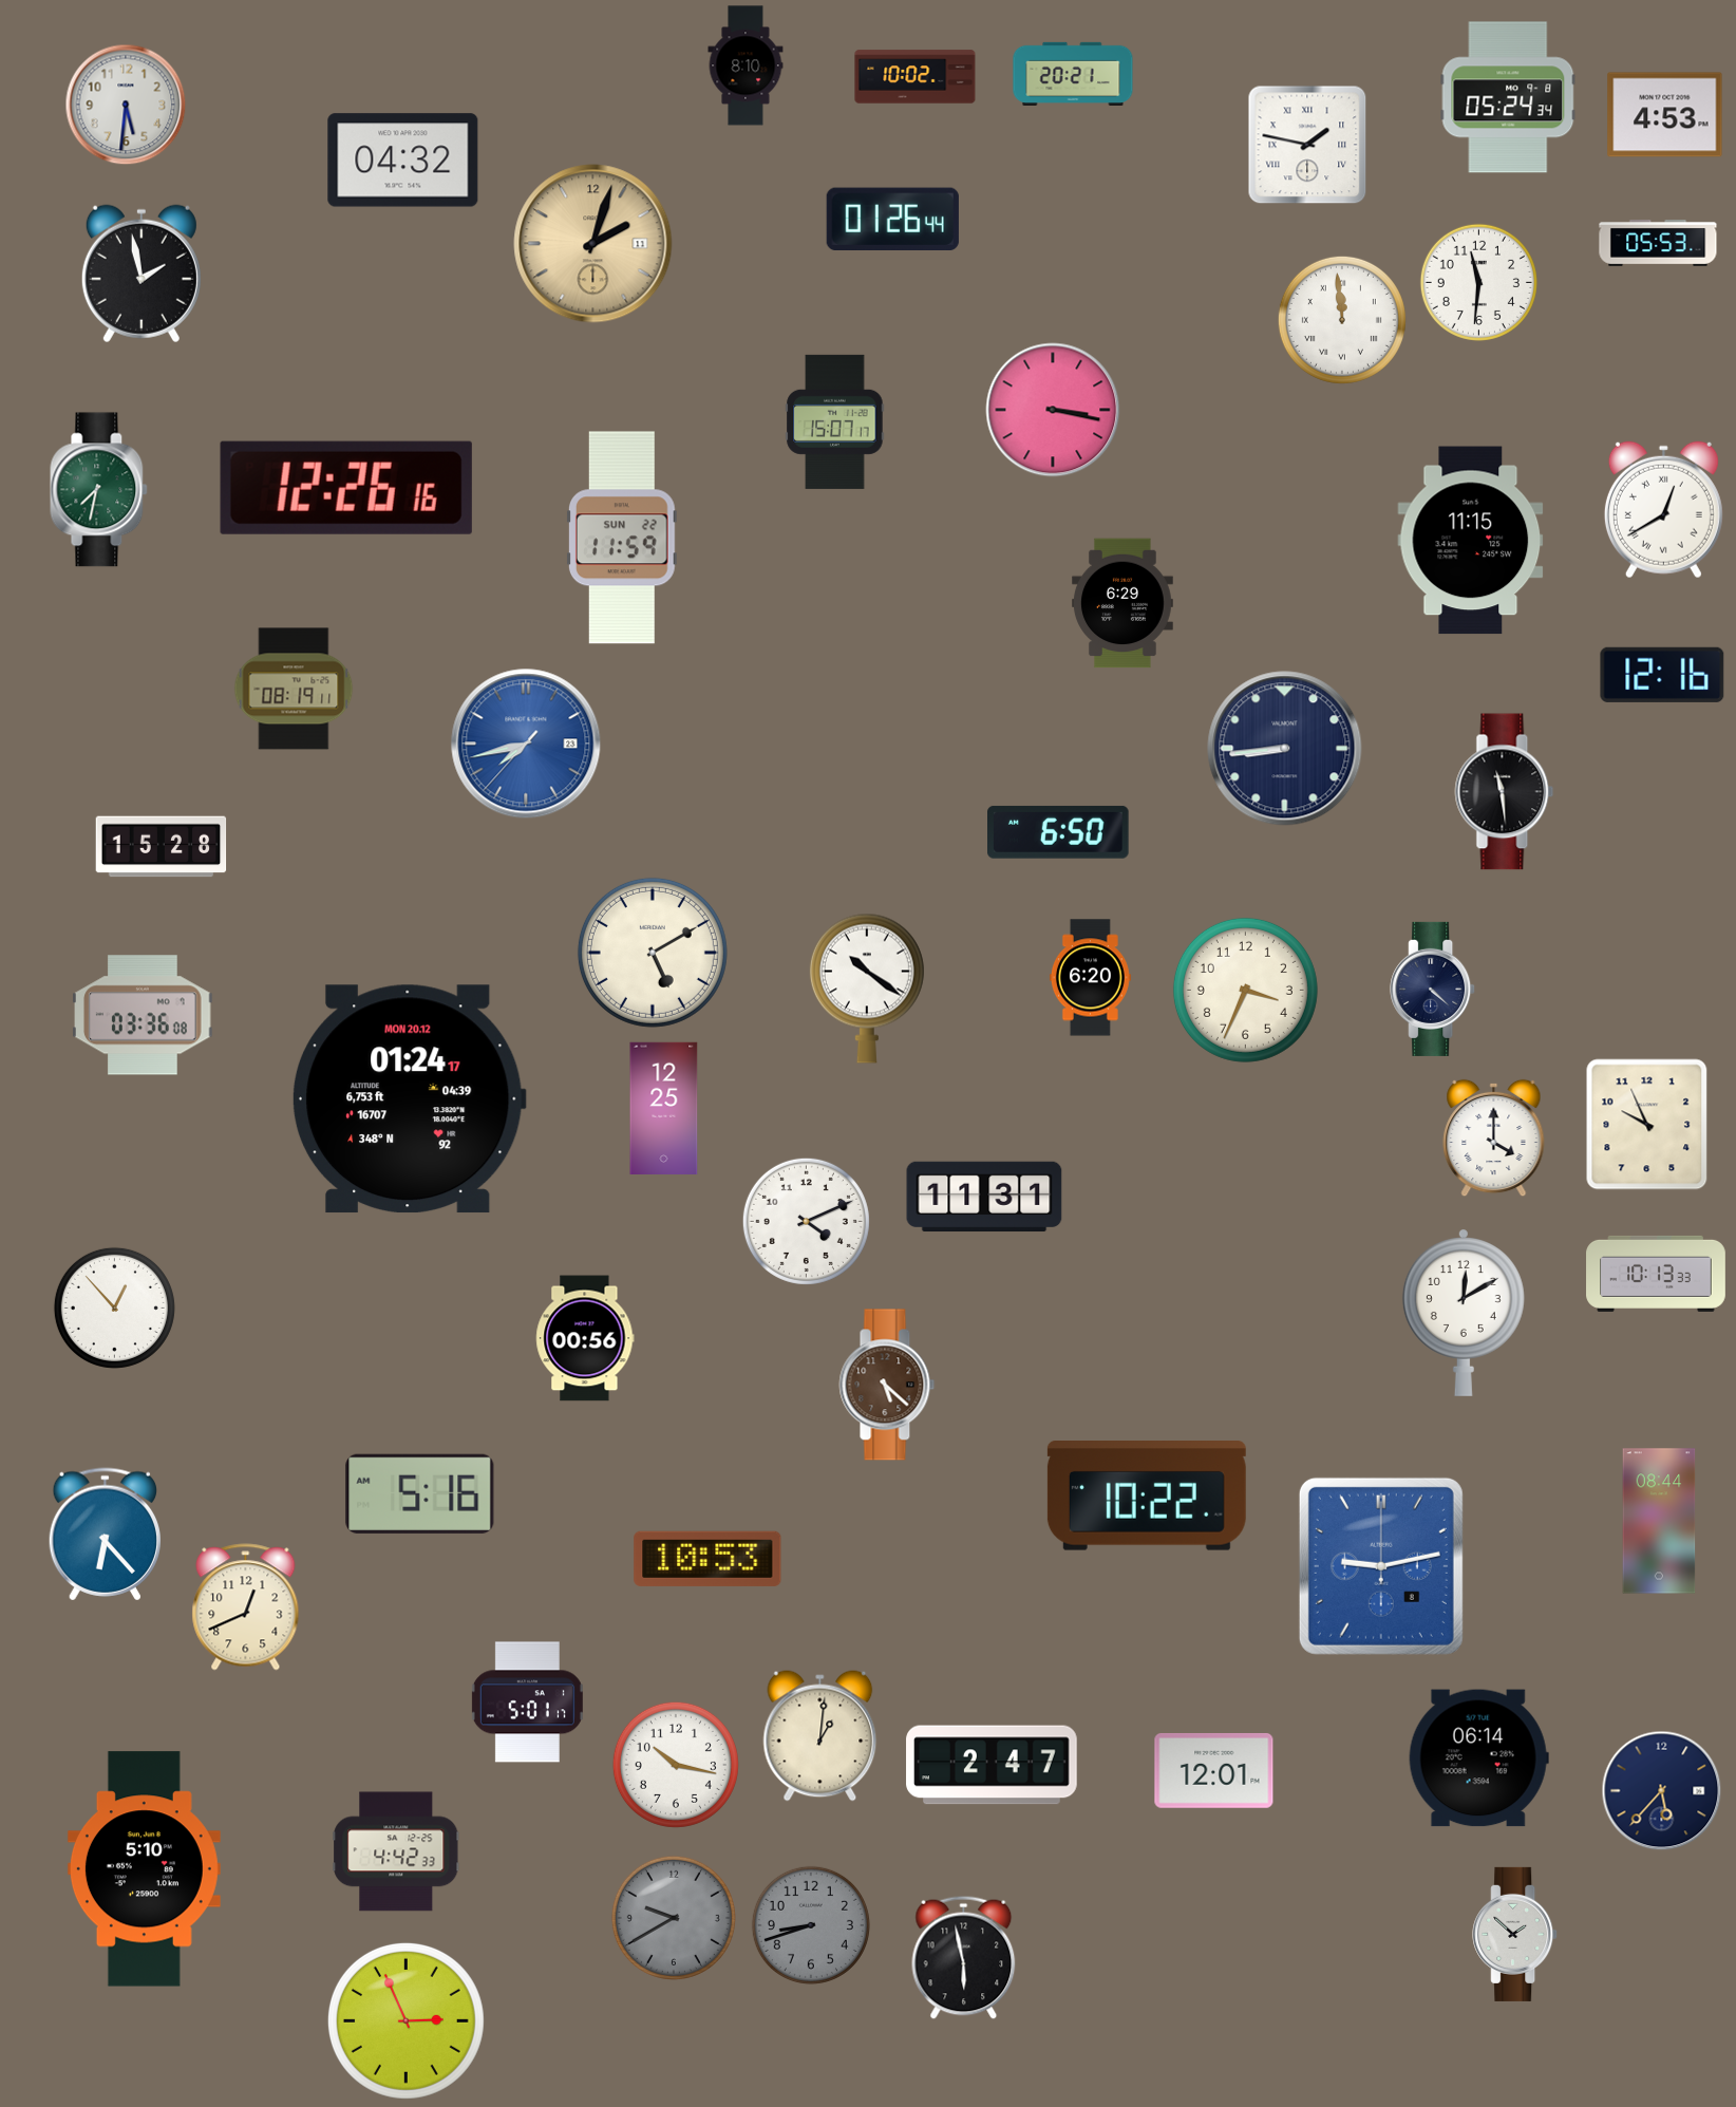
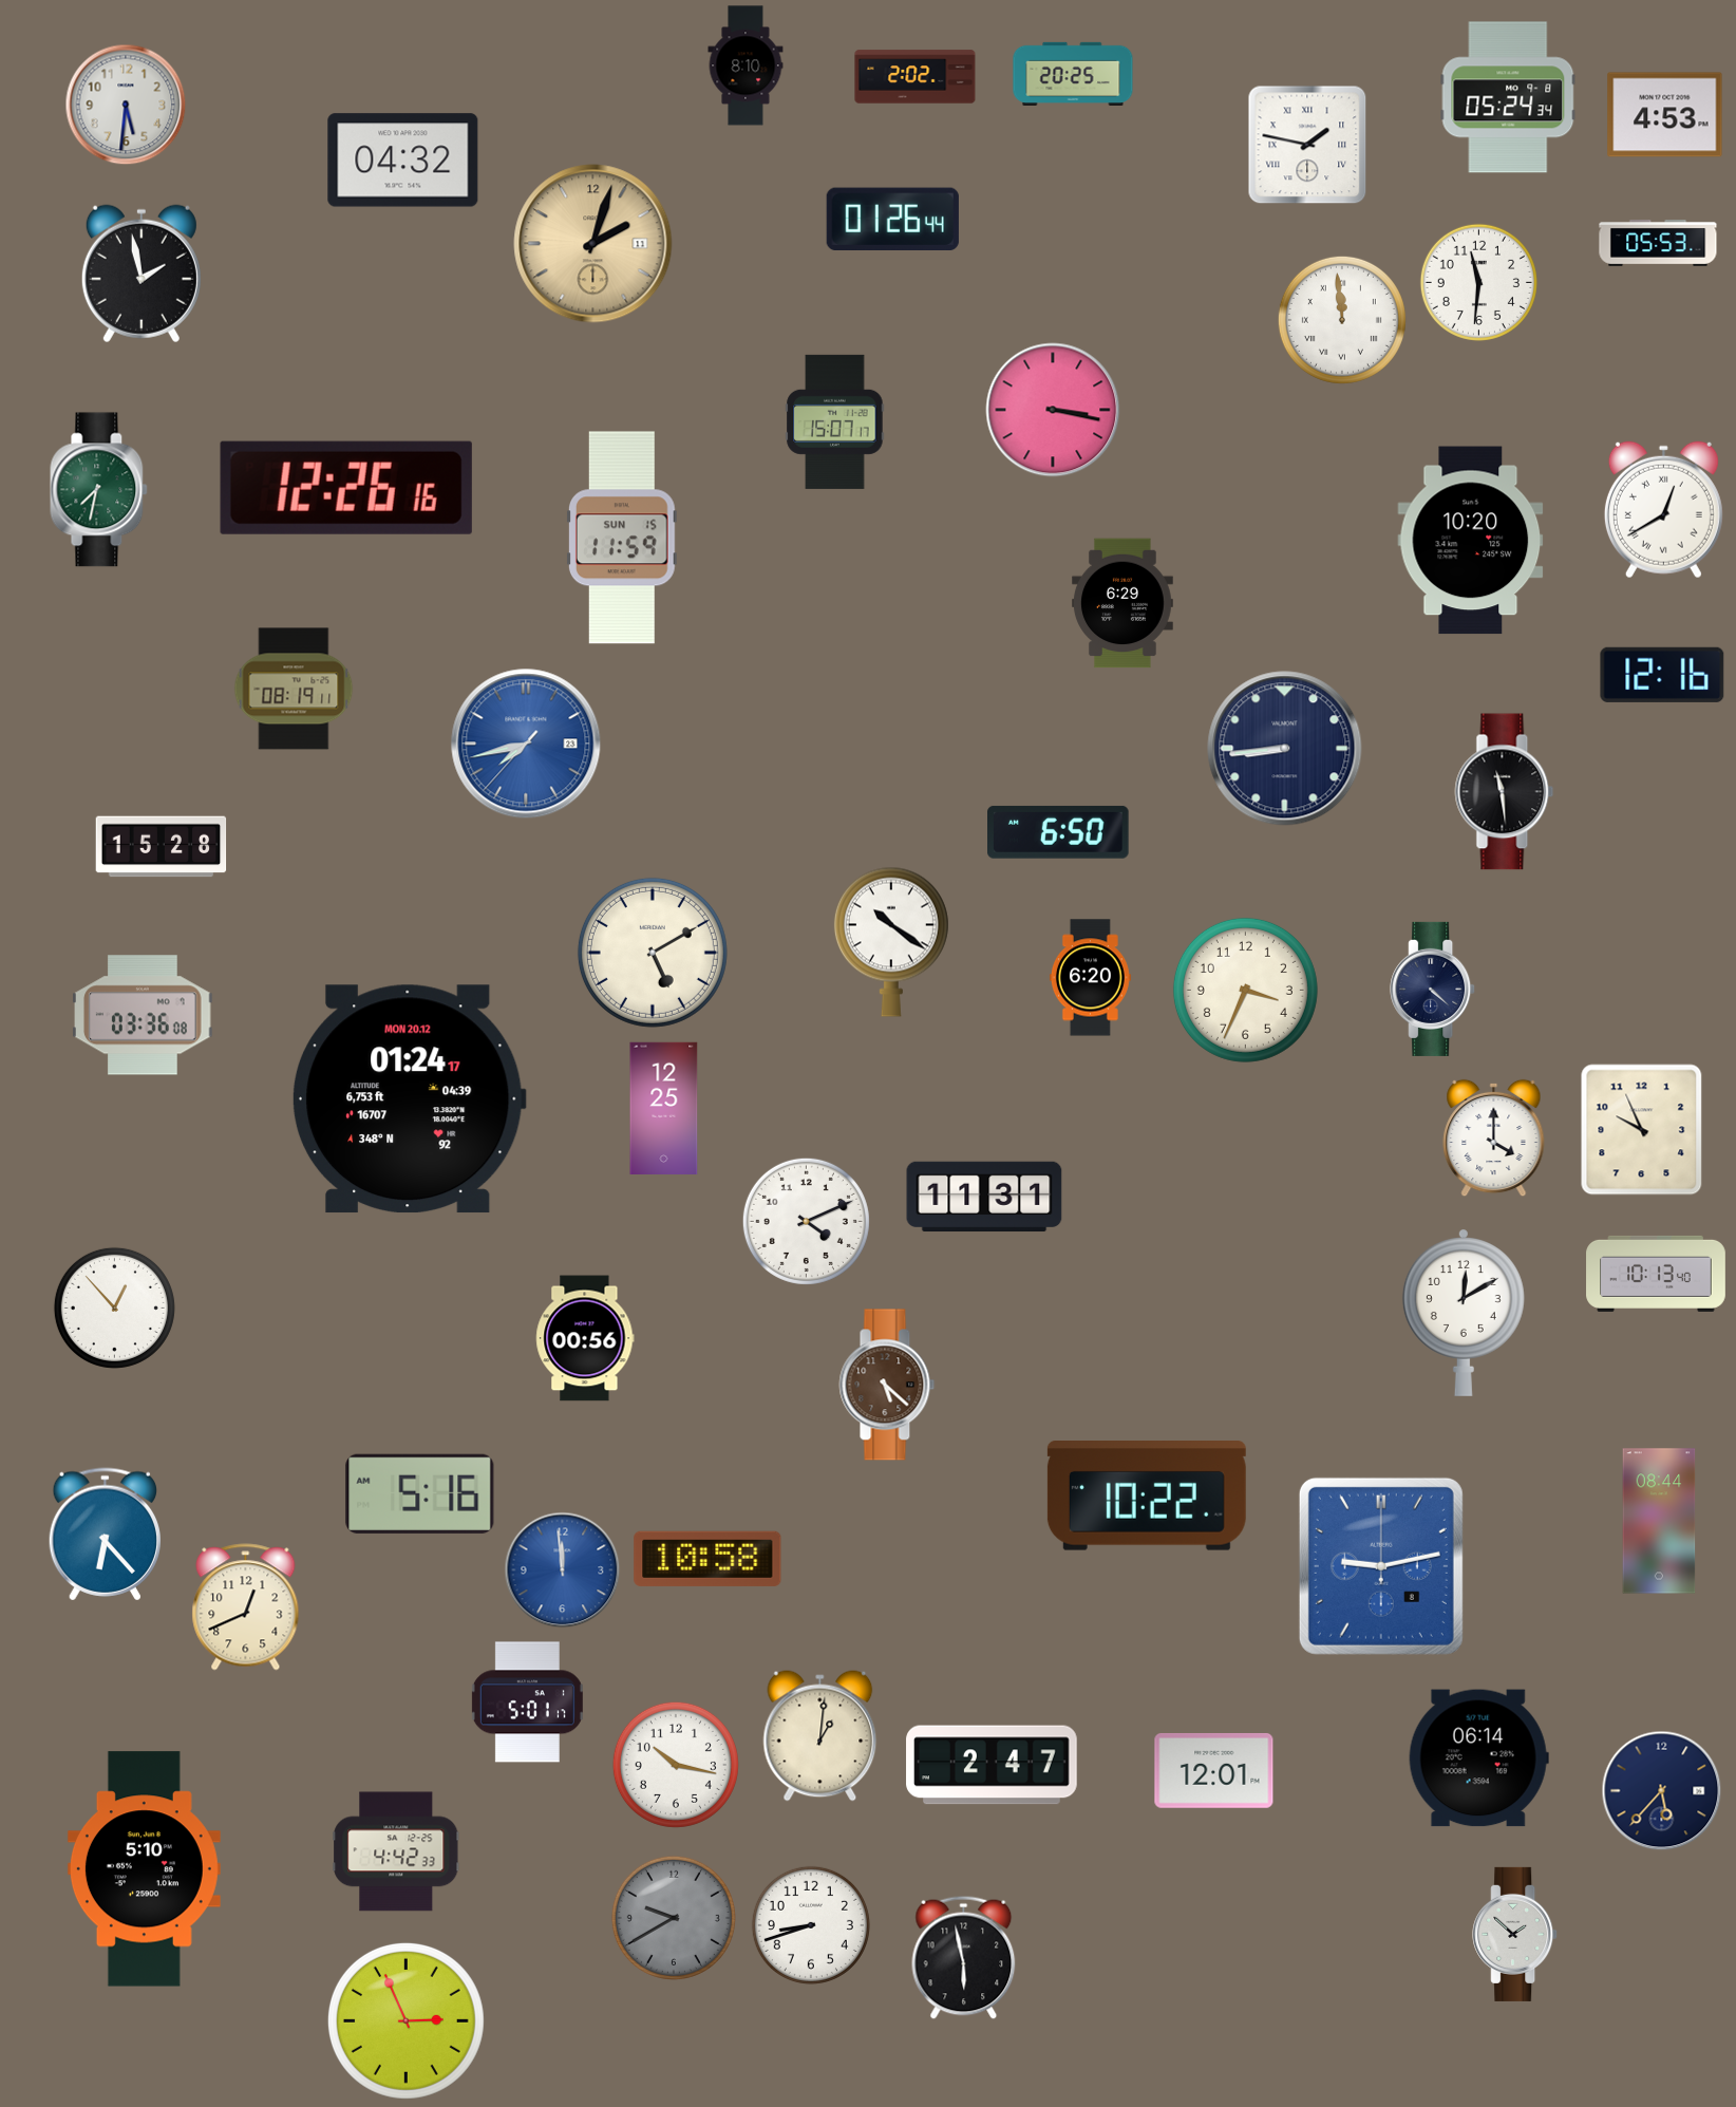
clock at (1073, 73): 20:21 -> 20:25
clock at (916, 77): 10:02 -> 2:02
clock at (622, 538) date: SUN 22 -> SUN 15
clock at (1471, 541): 11:15 -> 10:20
clock at (867, 989) position: (867, 989) -> (891, 942)
clock at (1647, 1125) position: (1647, 1125) -> (1642, 1130)
clock at (1656, 1274): 10:13:33 -> 10:13:40
clock at (707, 1559): 10:53 -> 10:58
clock at (563, 1570): none -> 11:59
clock at (811, 1925) dial: grey -> white
